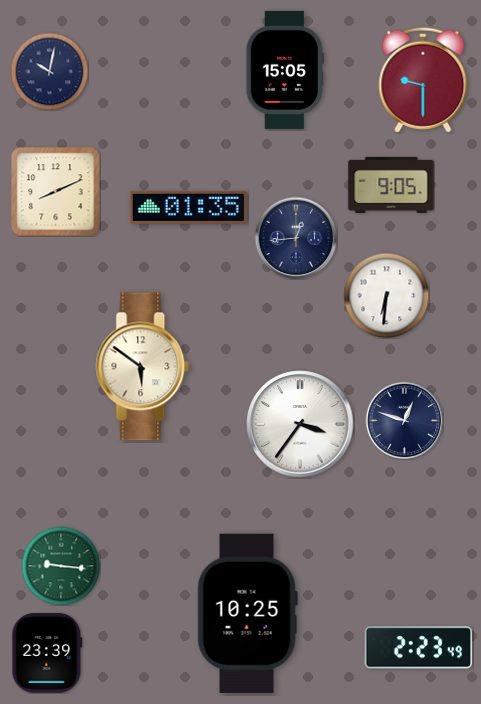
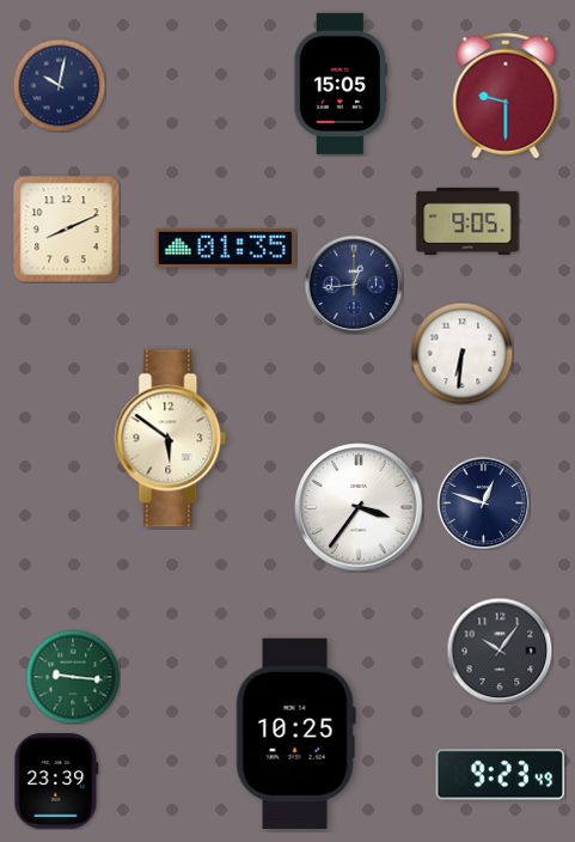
clock at (500, 651): none -> 10:06
clock at (419, 648): 2:23 -> 9:23
